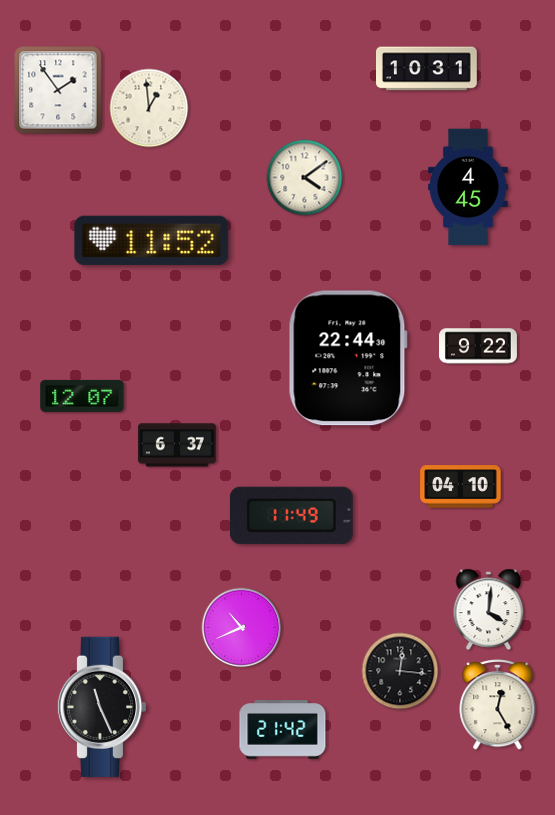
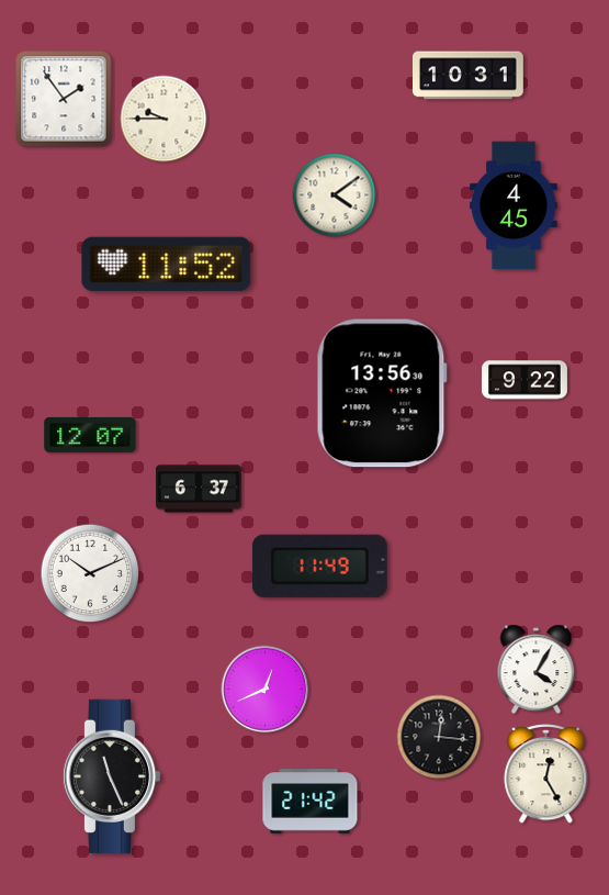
clock at (149, 108): 12:59 -> 9:45
clock at (348, 358): 22:44 -> 13:56
clock at (177, 445) position: (177, 445) -> (199, 489)
clock at (461, 487): 04:10 -> none
clock at (90, 573): none -> 10:11
clock at (489, 609): 4:01 -> 4:05
clock at (242, 628): 10:41 -> 12:41
